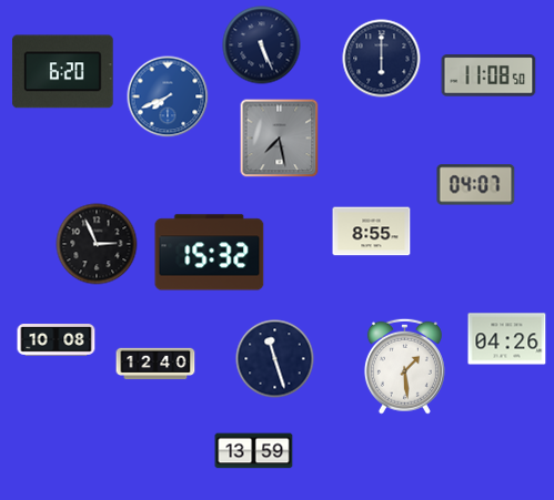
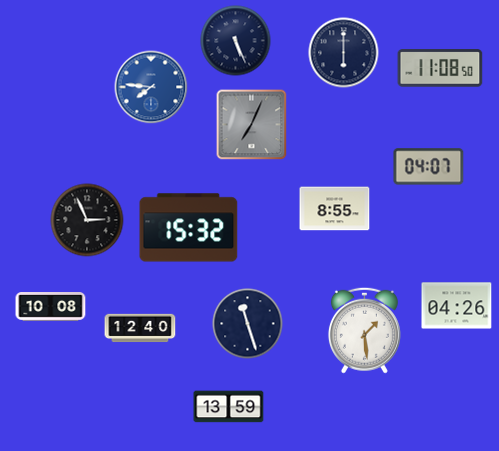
clock at (63, 72): 6:20 -> none
clock at (168, 96): 7:41 -> 7:46
clock at (280, 139): 7:28 -> 7:04
